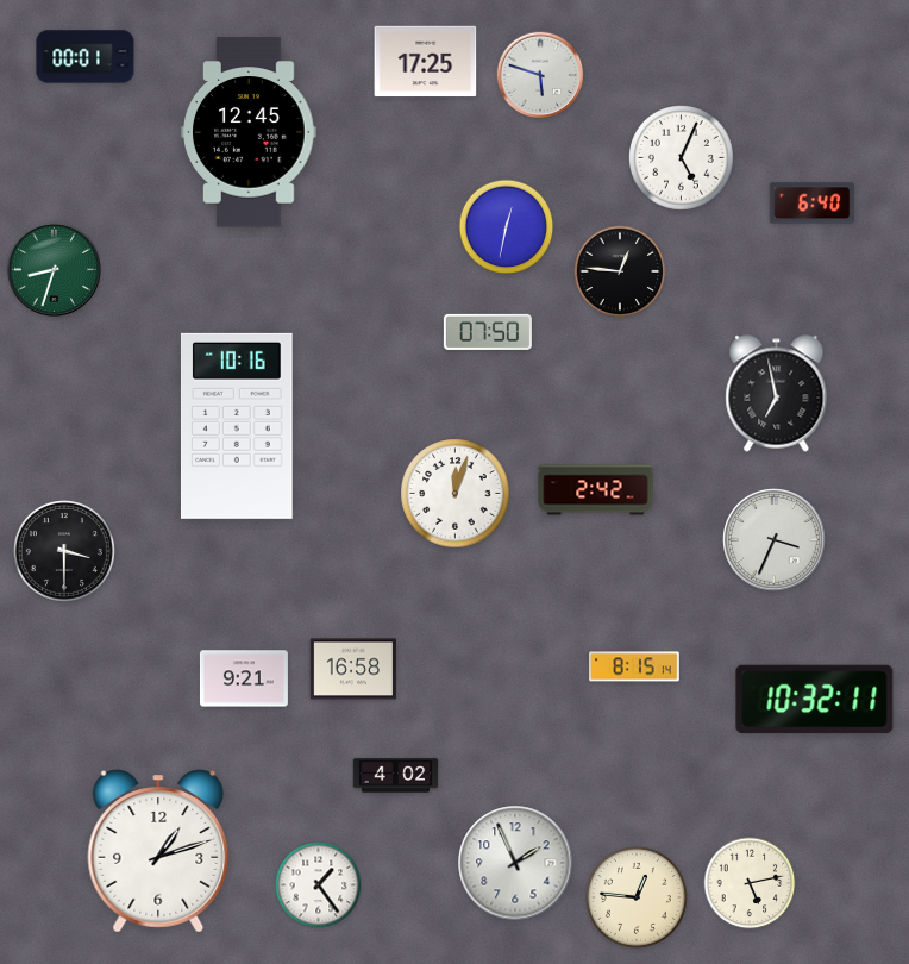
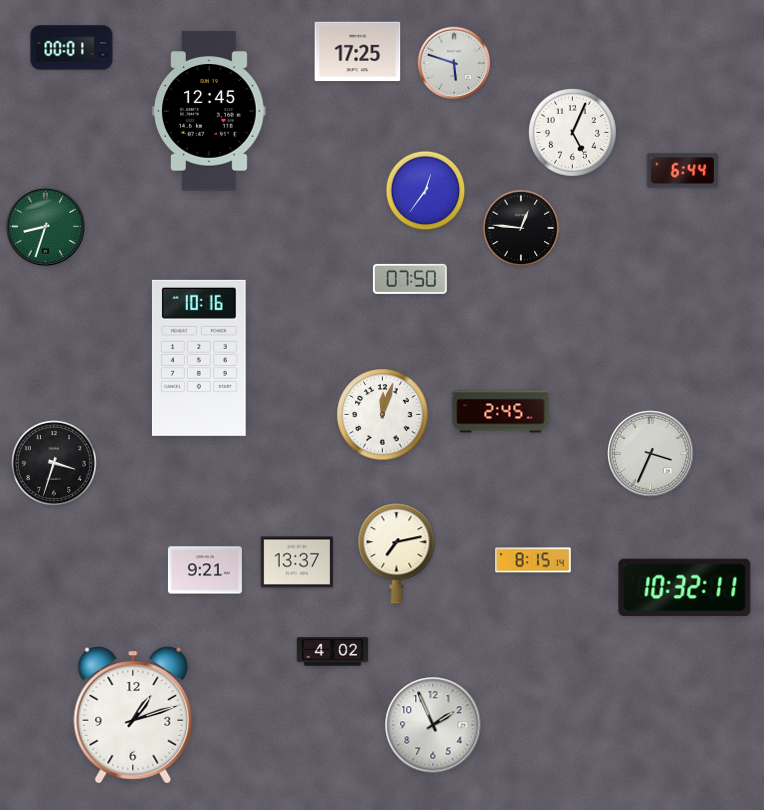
clock at (813, 204): 6:40 -> 6:44
clock at (507, 227): 12:32 -> 12:36
clock at (777, 394): 6:58 -> none
clock at (596, 490): 2:42 -> 2:45
clock at (64, 551): 3:30 -> 3:33
clock at (397, 554): none -> 7:13
clock at (352, 669): 16:58 -> 13:37
clock at (750, 883): 5:13 -> none
clock at (319, 885): 1:24 -> none
clock at (637, 897): 12:46 -> none
